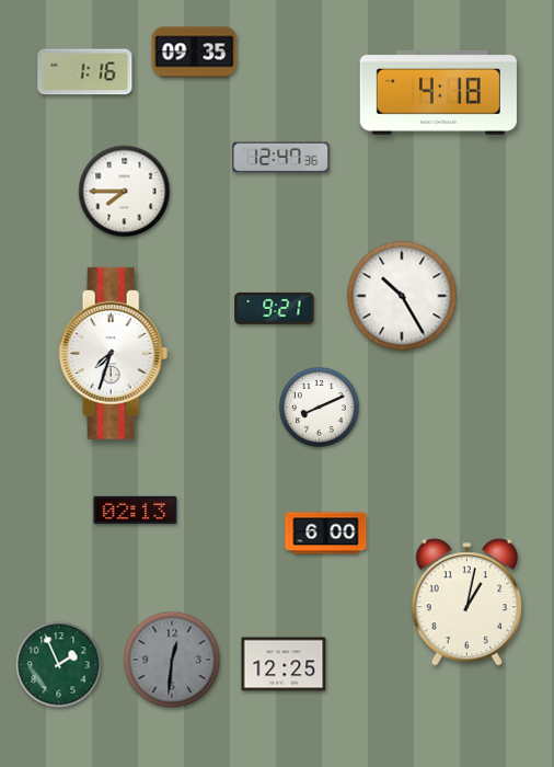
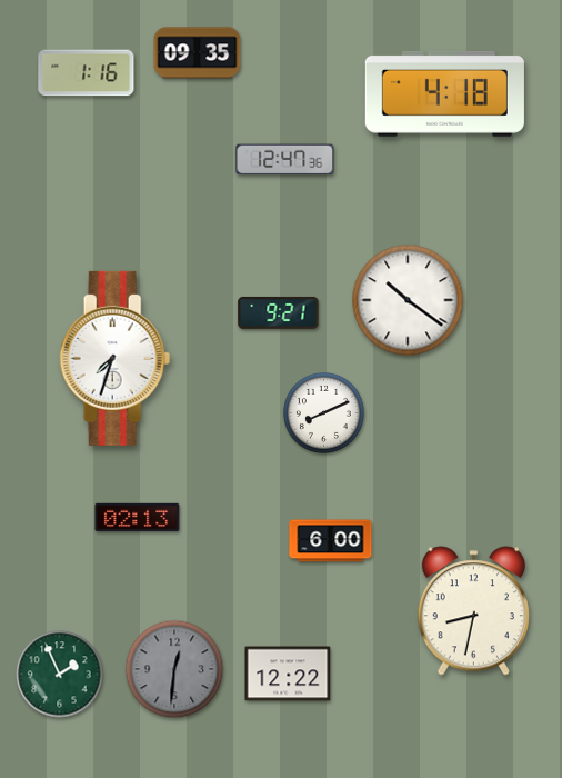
clock at (125, 192): 7:45 -> none
clock at (402, 296): 10:25 -> 10:21
clock at (466, 603): 1:02 -> 8:32
clock at (284, 664): 12:25 -> 12:22
